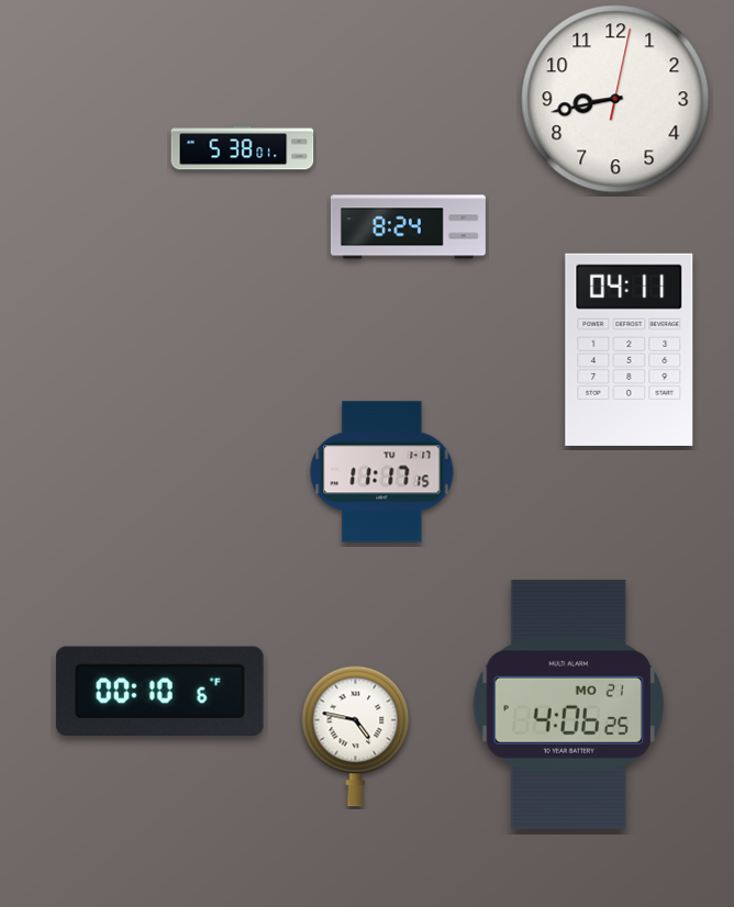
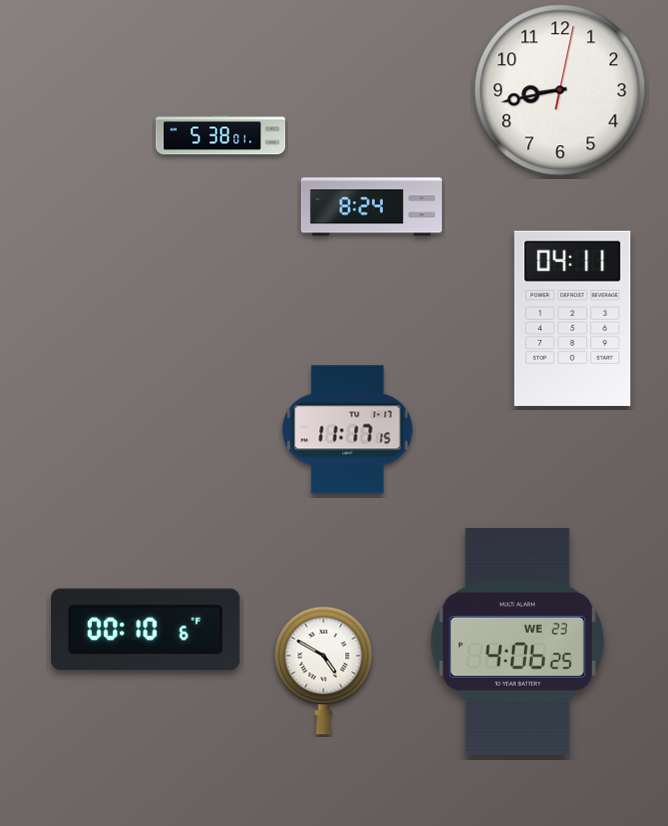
clock at (568, 704) date: MO 21 -> WE 23
clock at (356, 736): 4:47 -> 4:50
